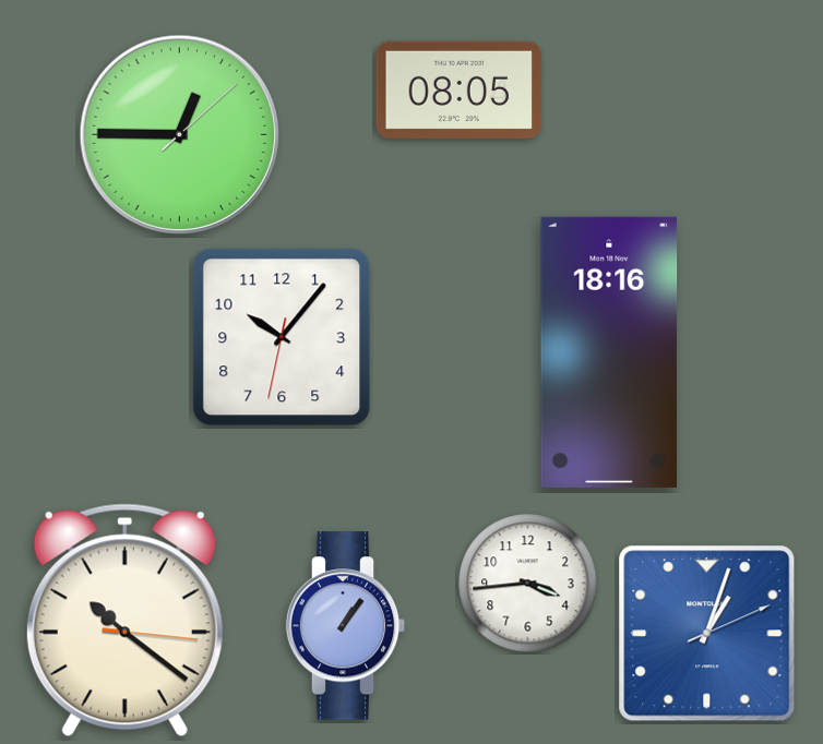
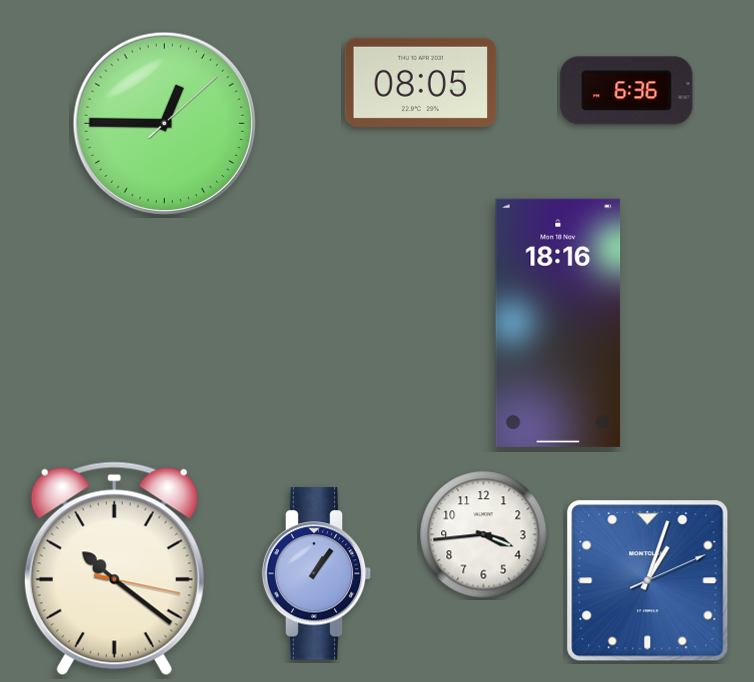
clock at (627, 91): none -> 6:36
clock at (282, 337): 10:06 -> none
clock at (124, 621): 10:21:16 -> 10:21:17
